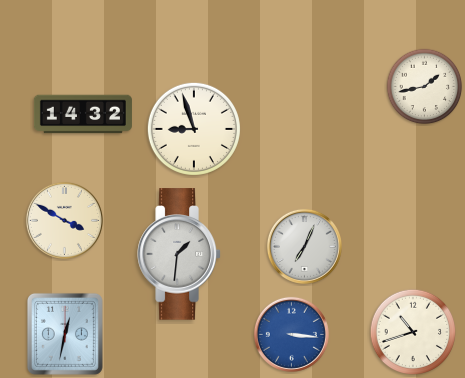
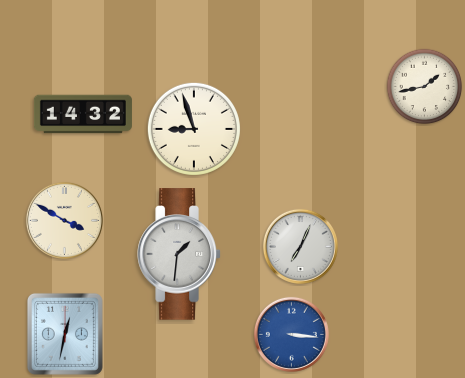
clock at (304, 246) position: (304, 246) -> (300, 246)
clock at (413, 332): 10:42 -> none
